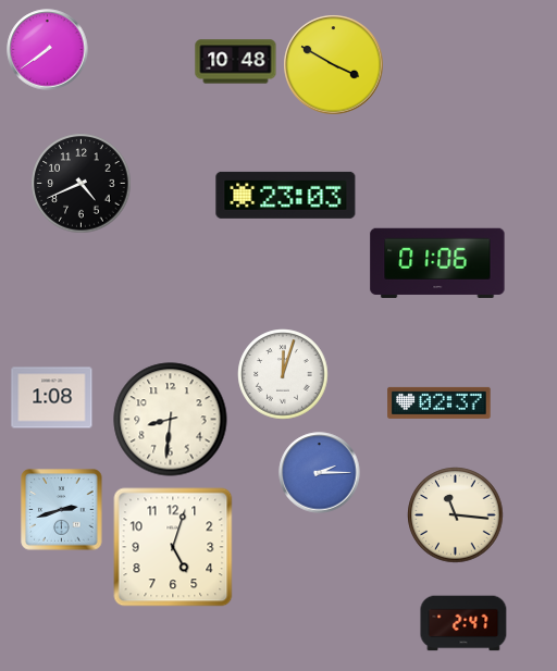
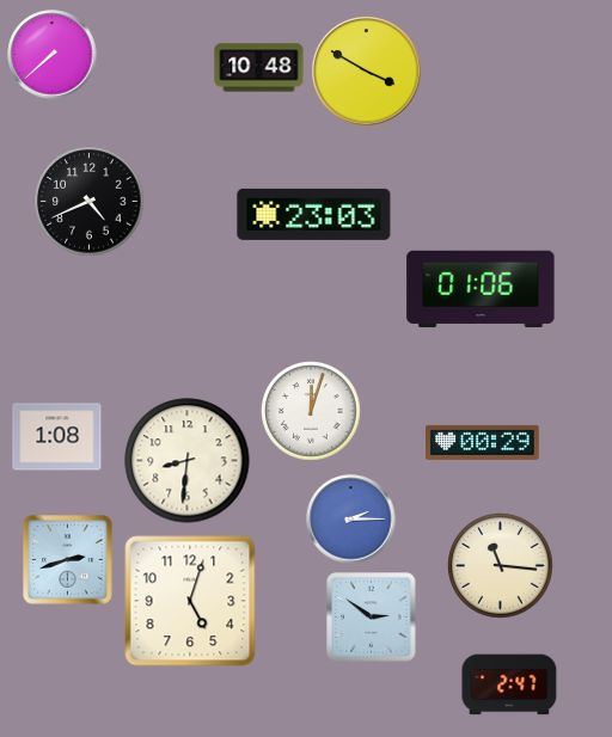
clock at (48, 50): 7:39 -> 7:38
clock at (440, 402): 02:37 -> 00:29
clock at (372, 618): none -> 2:51
